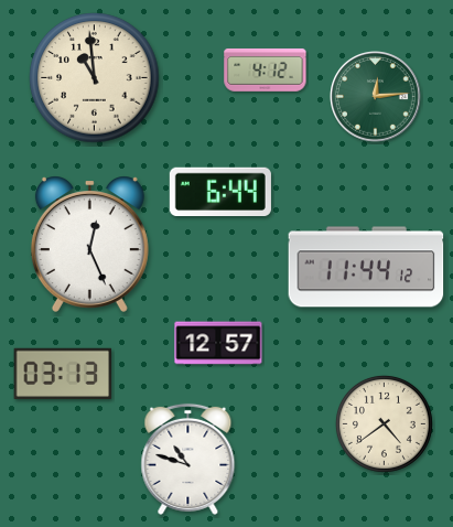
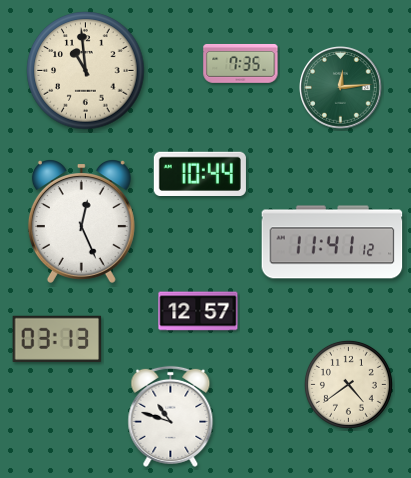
clock at (266, 71): 4:12 -> 7:35
clock at (220, 191): 6:44 -> 10:44
clock at (366, 267): 11:44 -> 11:41
